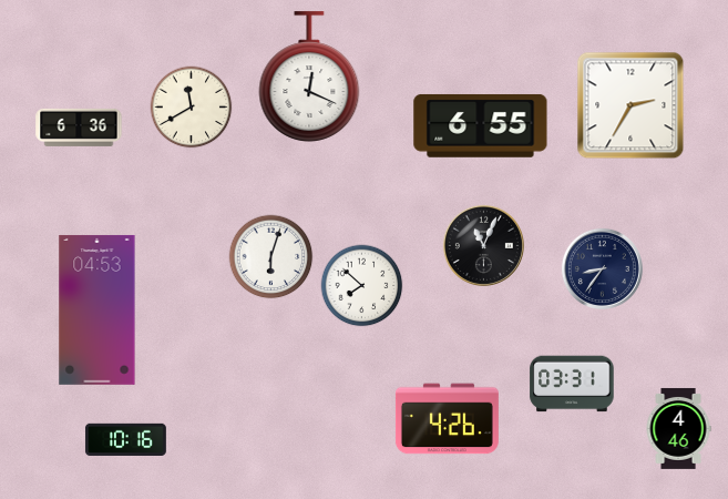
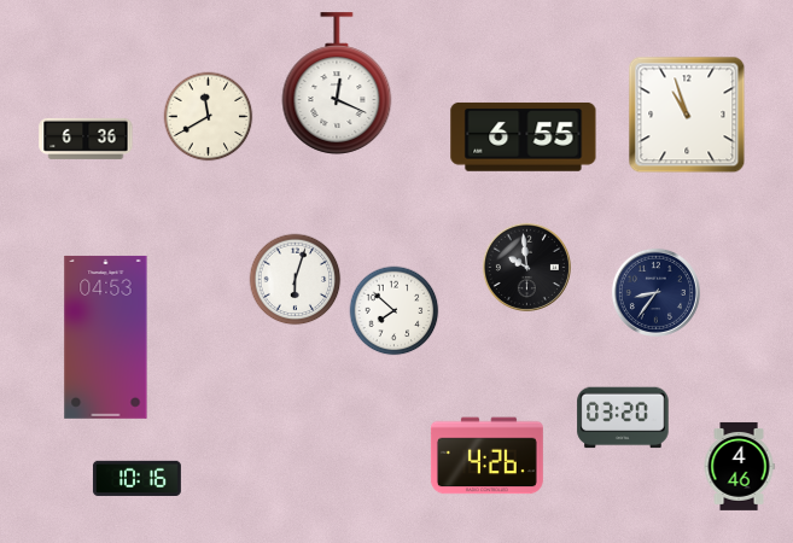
clock at (630, 105): 2:35 -> 10:57
clock at (483, 245): 11:04 -> 9:59
clock at (572, 384): 03:31 -> 03:20
